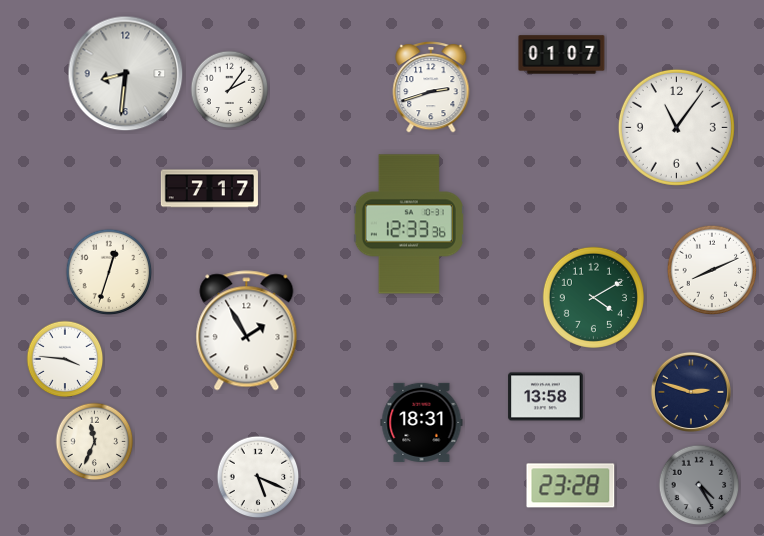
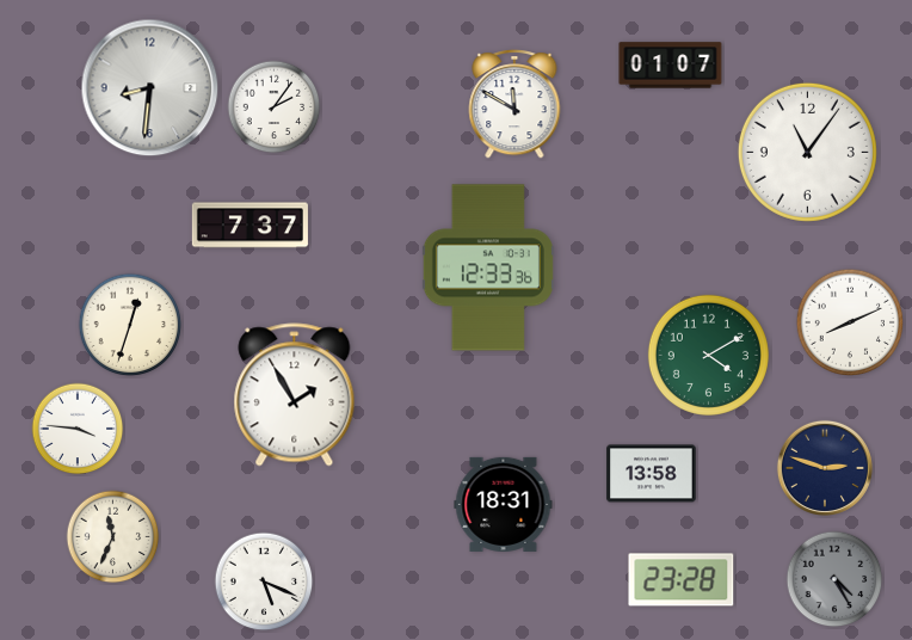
clock at (431, 88): 2:42 -> 11:50
clock at (209, 189): 7:17 -> 7:37
clock at (95, 442) position: (95, 442) -> (113, 537)
clock at (258, 477) position: (258, 477) -> (264, 581)
